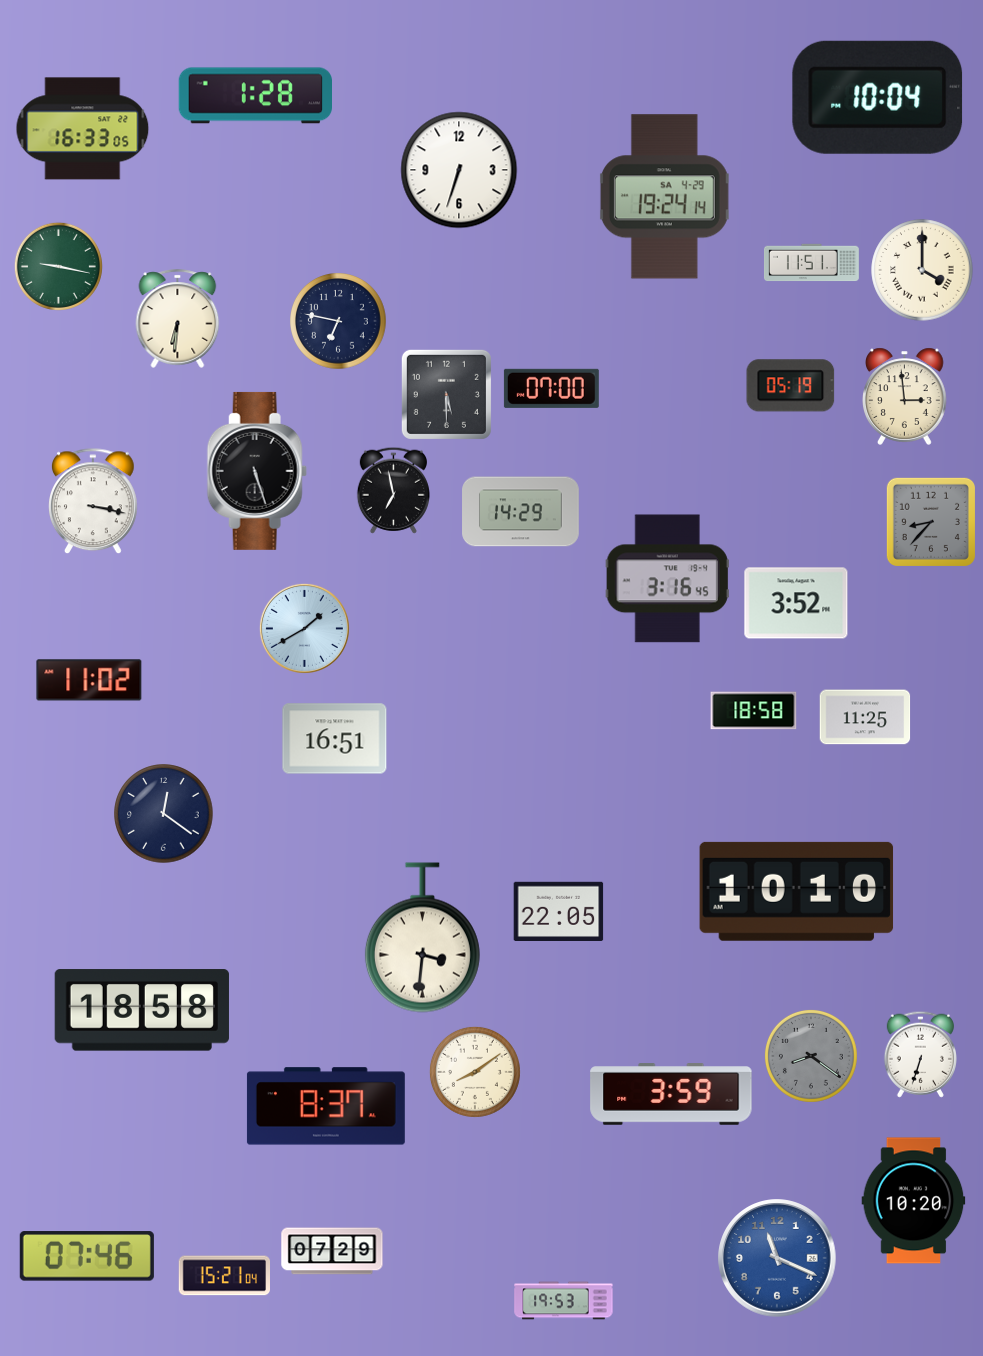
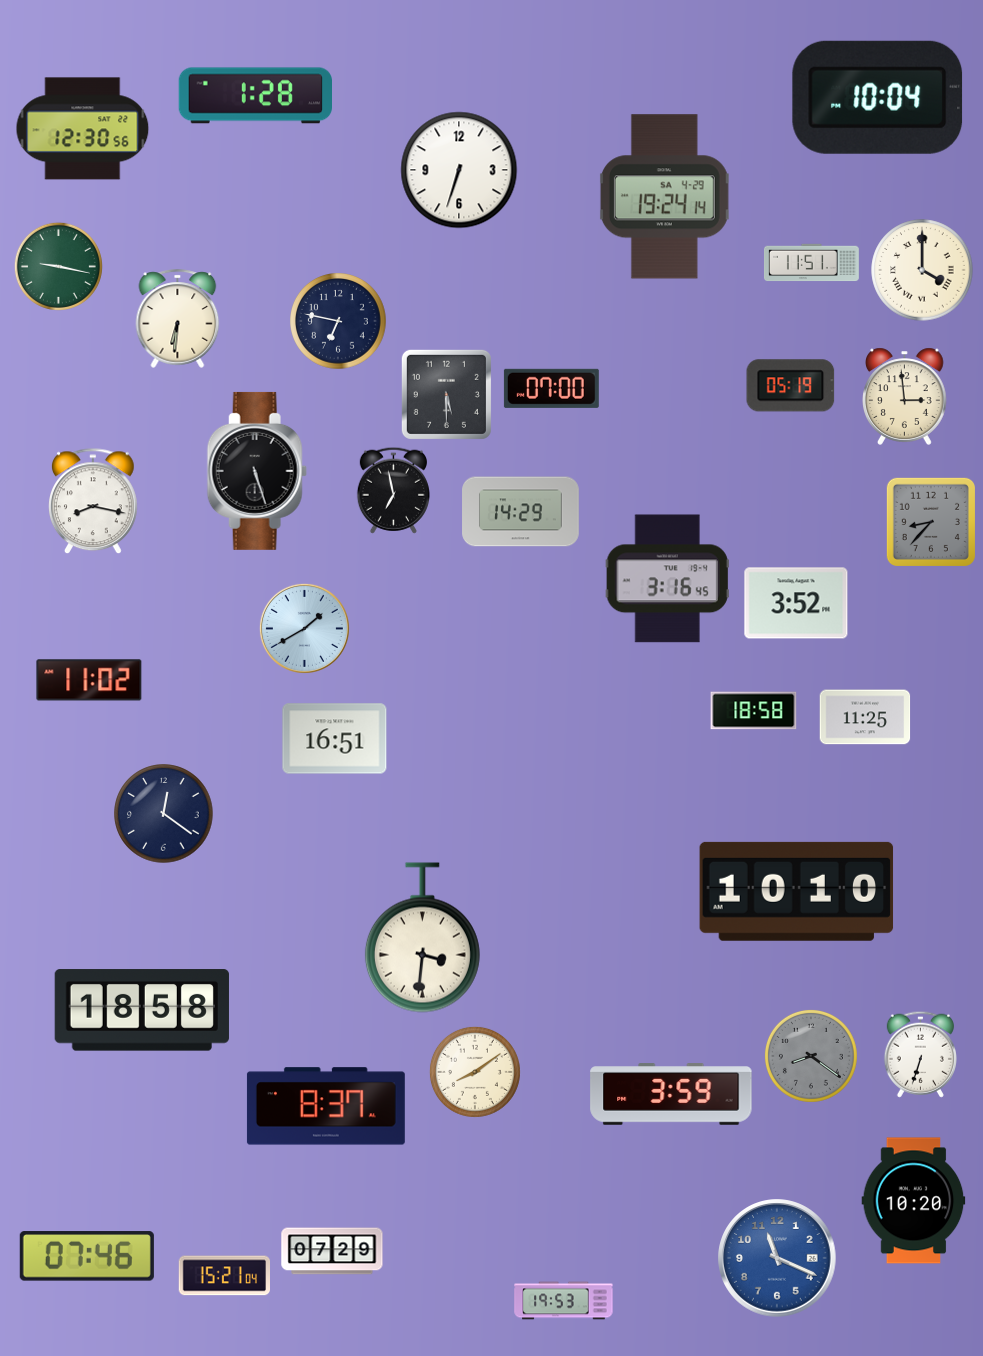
clock at (83, 129): 16:33 -> 12:30
clock at (94, 502): 3:17 -> 8:17
clock at (559, 911): 22:05 -> none
